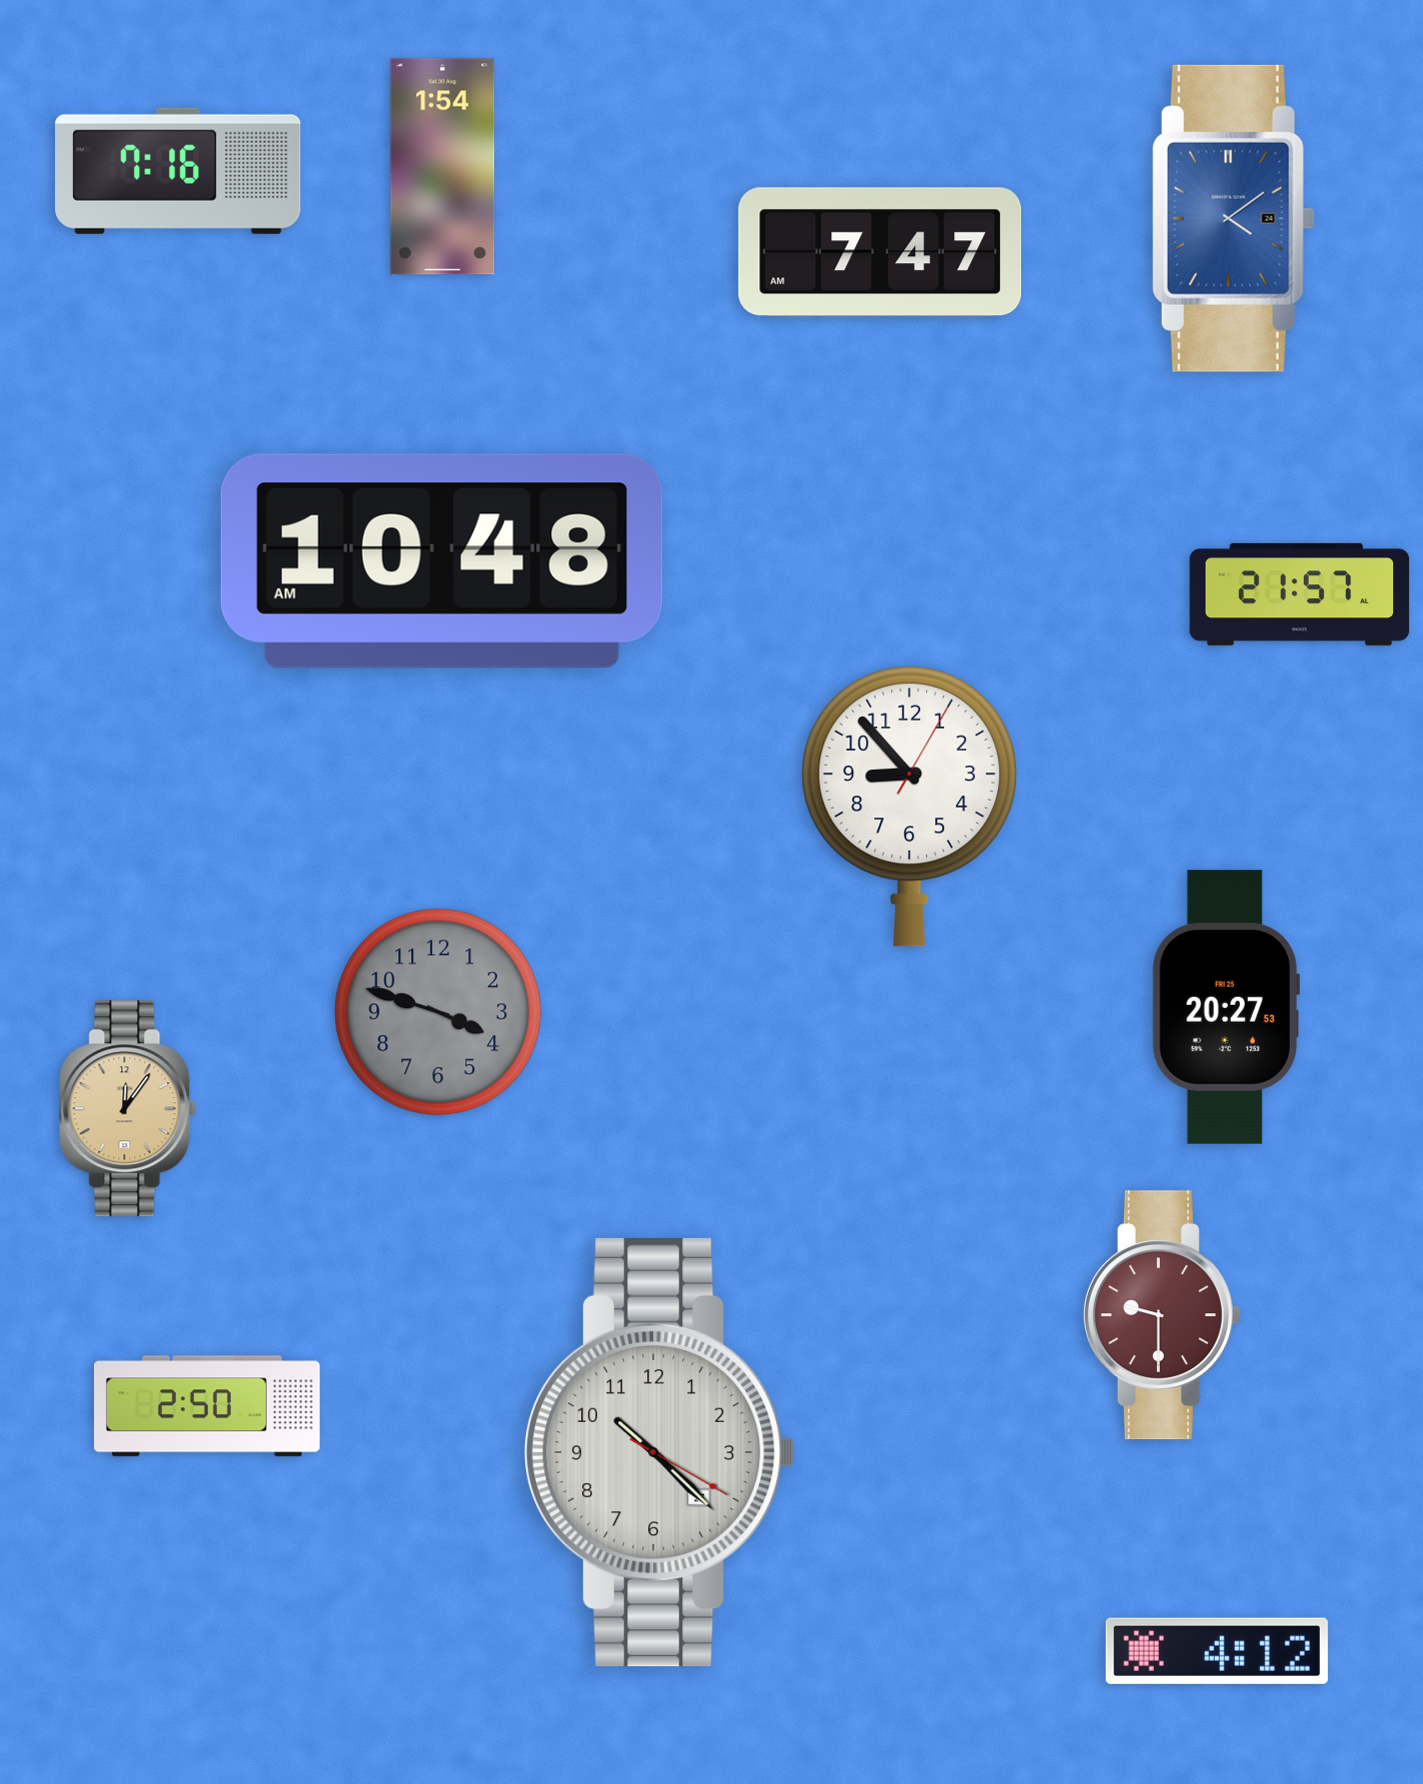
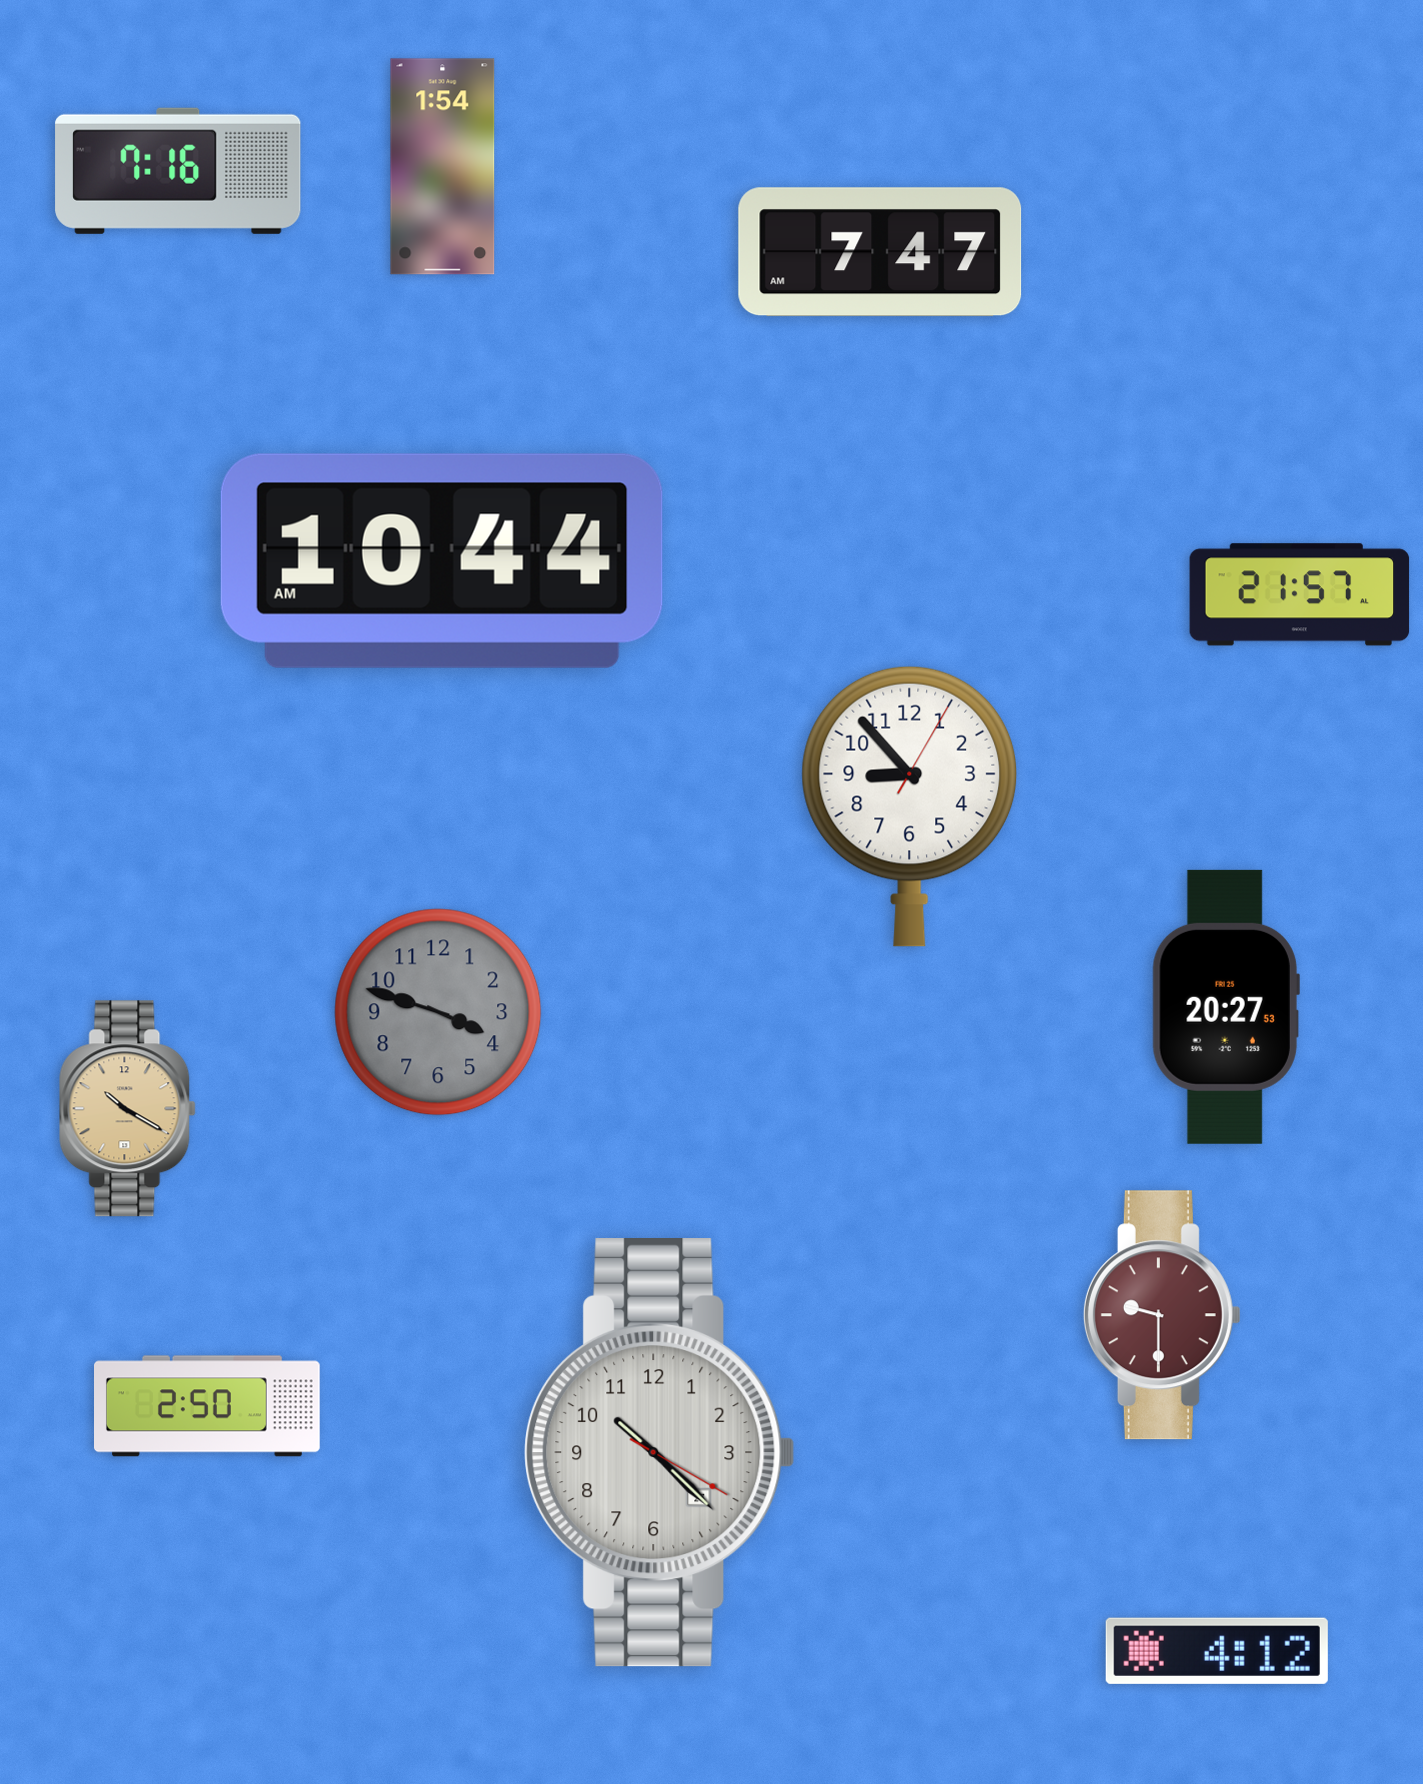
clock at (1233, 218): 4:09 -> none
clock at (442, 561): 10:48 -> 10:44
clock at (128, 1109): 12:06 -> 10:20
